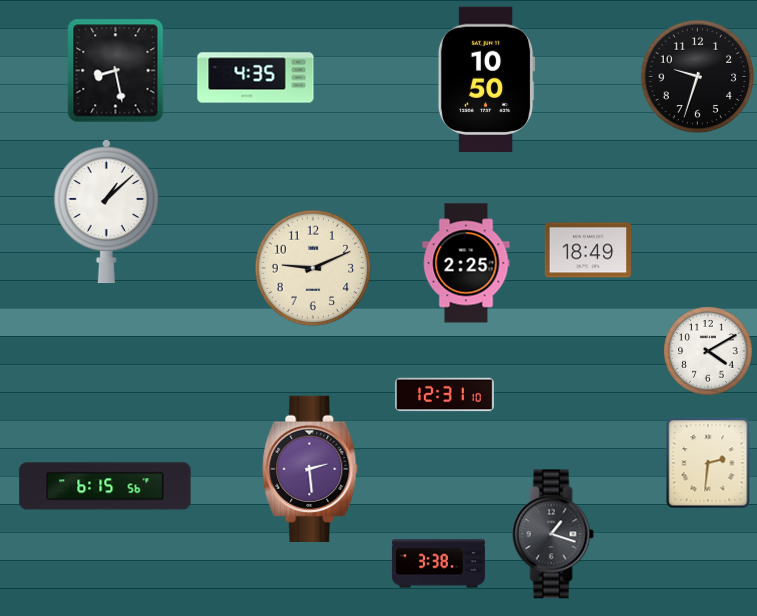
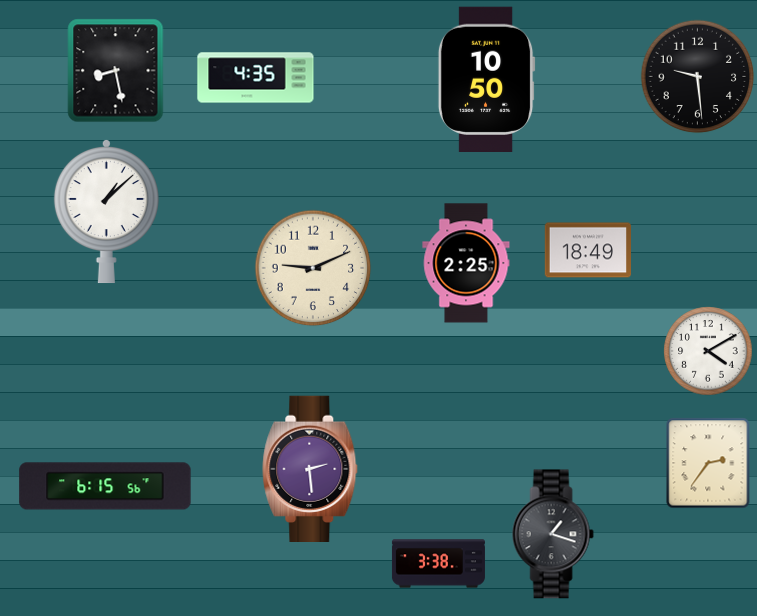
clock at (697, 76): 9:33 -> 9:29
clock at (445, 395): 12:31 -> none
clock at (708, 463): 2:31 -> 2:36
